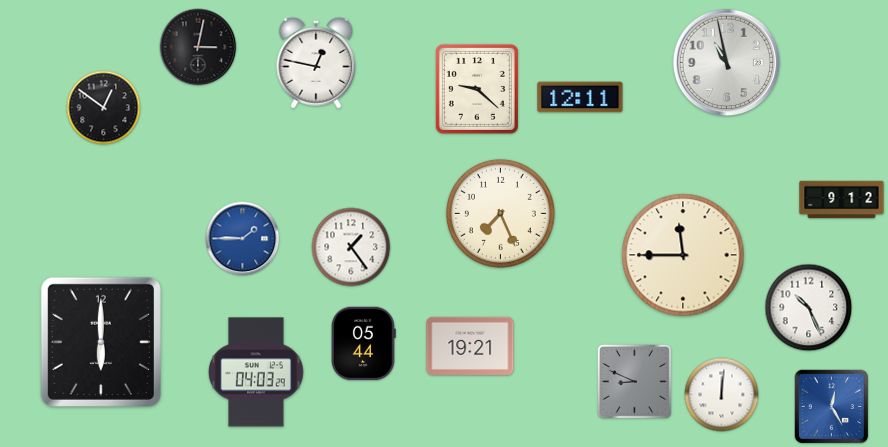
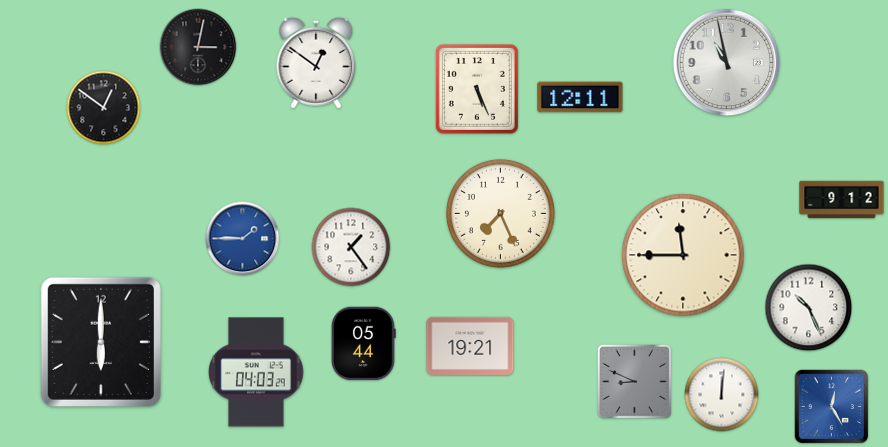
clock at (316, 63): 12:47 -> 12:51
clock at (477, 89): 9:22 -> 5:26
